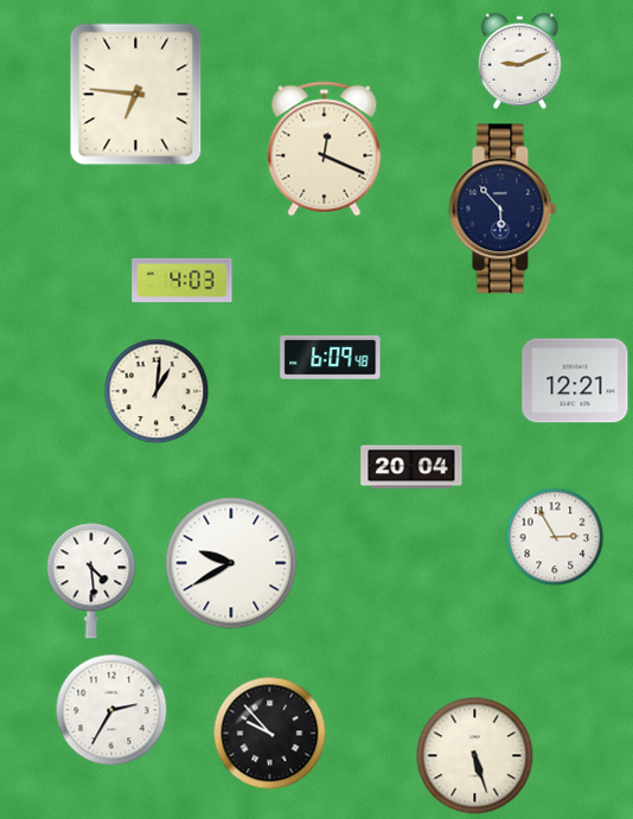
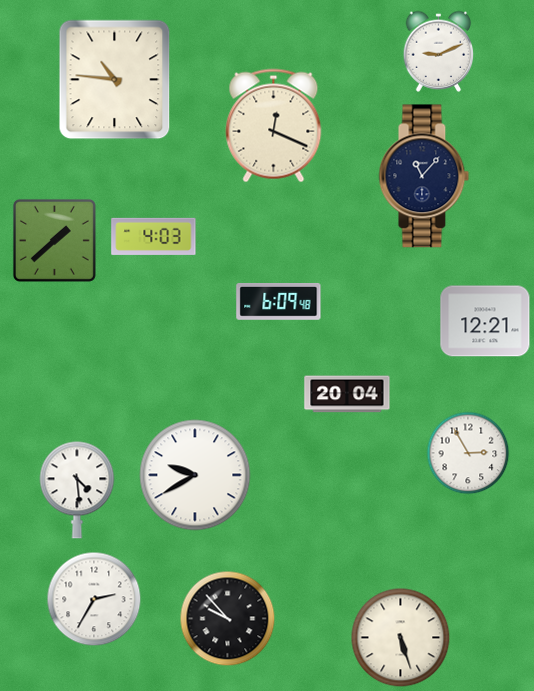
clock at (136, 95): 6:46 -> 10:46
clock at (503, 209): 5:53 -> 11:07
clock at (54, 240): none -> 1:38
clock at (156, 391): 1:01 -> none
